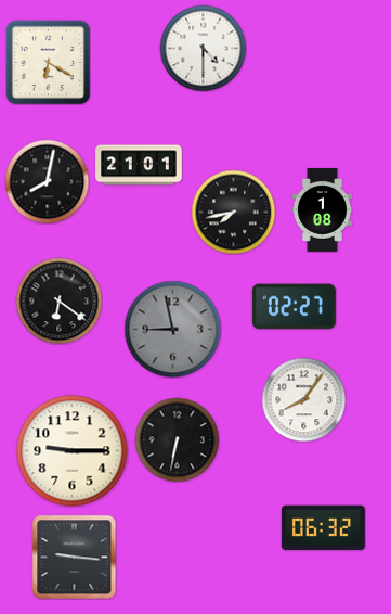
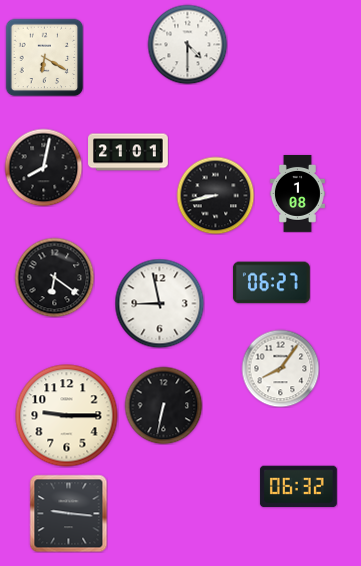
clock at (233, 212): 7:43 -> 8:43
clock at (294, 307): 02:27 -> 06:27
clock at (172, 329) dial: grey -> white
